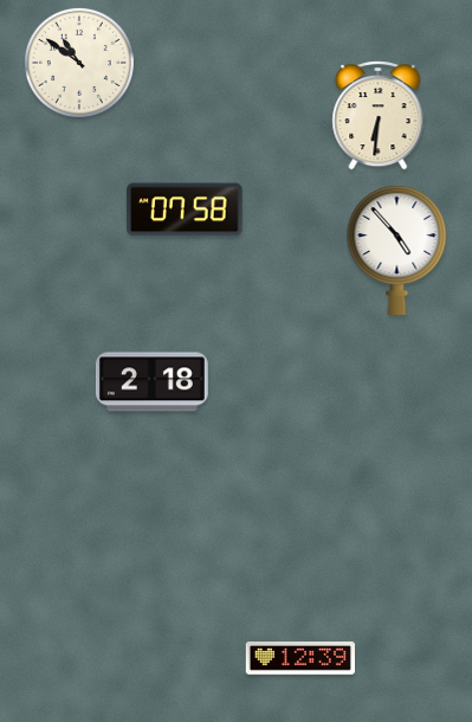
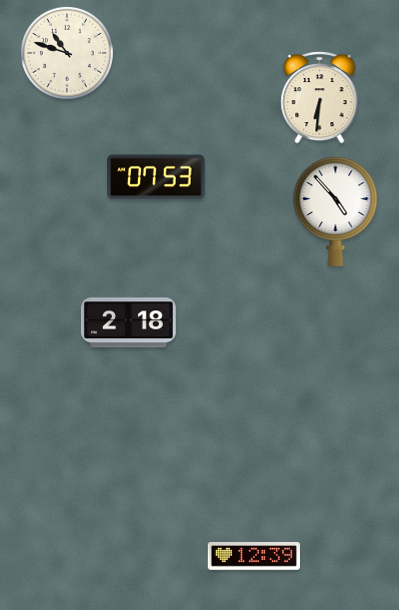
clock at (79, 63): 10:51 -> 10:48
clock at (185, 209): 07:58 -> 07:53
